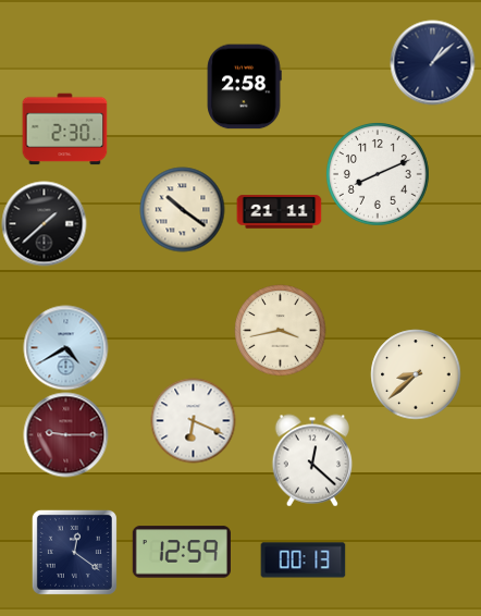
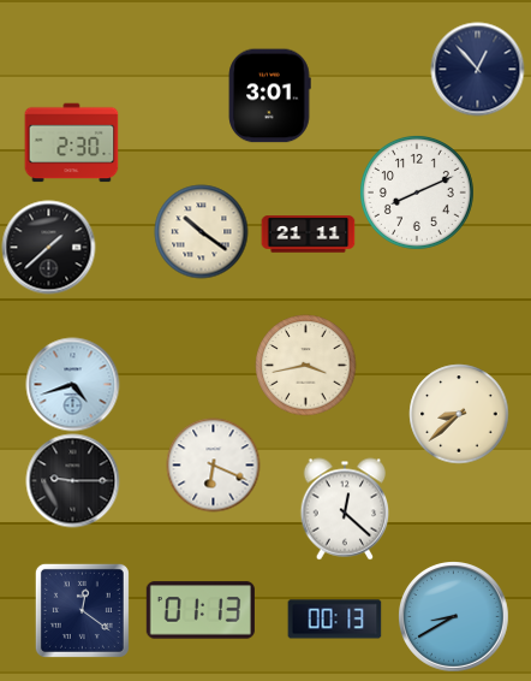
clock at (432, 62): 1:08 -> 12:53
clock at (244, 86): 2:58 -> 3:01
clock at (280, 330) position: (280, 330) -> (305, 365)
clock at (65, 347): 4:40 -> 4:42
clock at (65, 434) dial: burgundy -> black
clock at (182, 552): 12:59 -> 01:13
clock at (454, 617): none -> 8:40
